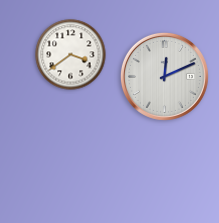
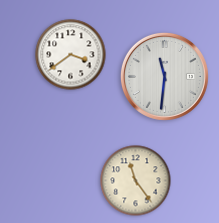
clock at (164, 76): 12:11 -> 11:31
clock at (136, 181): none -> 11:24
